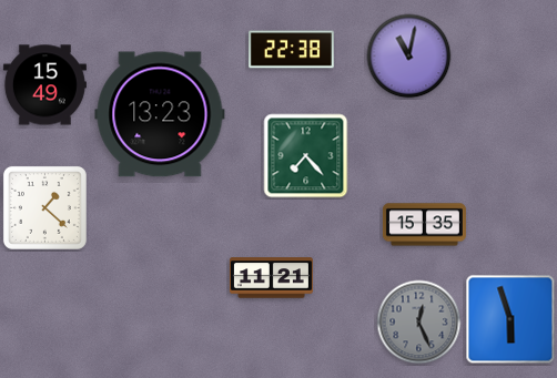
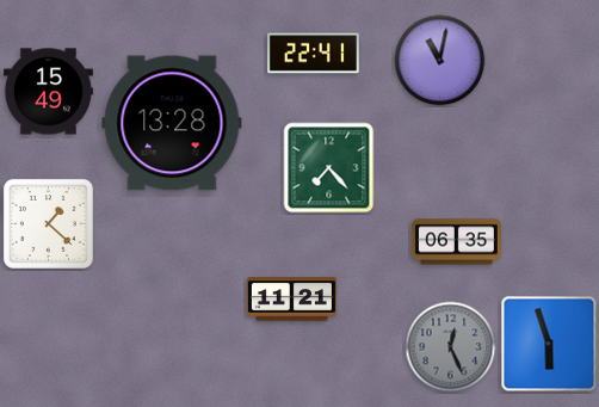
clock at (292, 50): 22:38 -> 22:41
clock at (160, 114): 13:23 -> 13:28
clock at (424, 225): 15:35 -> 06:35
